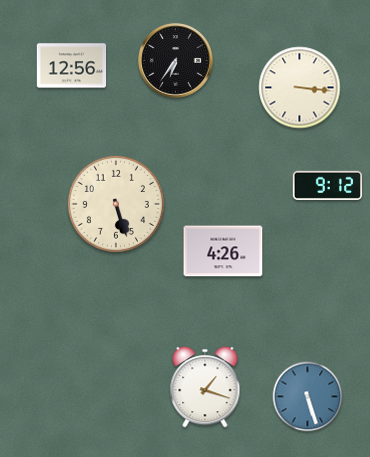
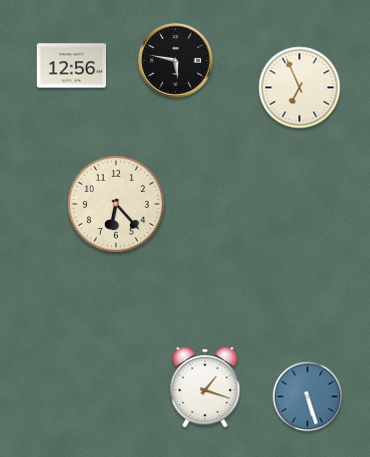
clock at (176, 61): 6:36 -> 5:47
clock at (300, 88): 3:16 -> 6:56
clock at (328, 185): 9:12 -> none
clock at (116, 204): 5:27 -> 6:23
clock at (223, 251): 4:26 -> none
